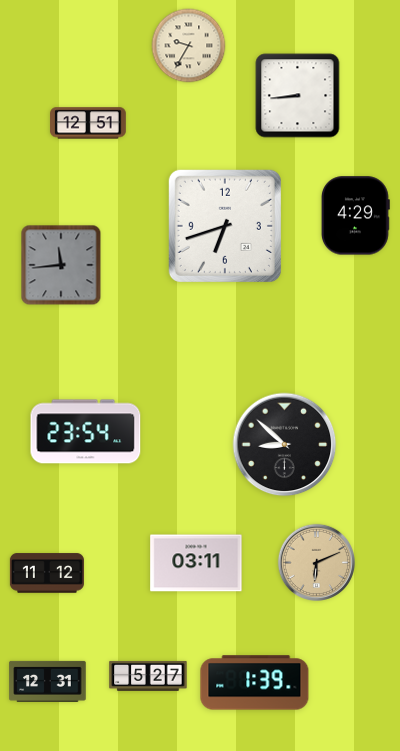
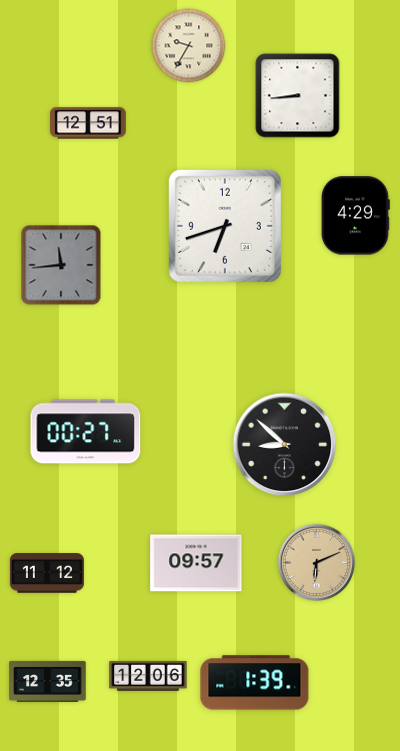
clock at (86, 432): 23:54 -> 00:27
clock at (196, 563): 03:11 -> 09:57
clock at (148, 676): 5:27 -> 12:06
clock at (48, 681): 12:31 -> 12:35
